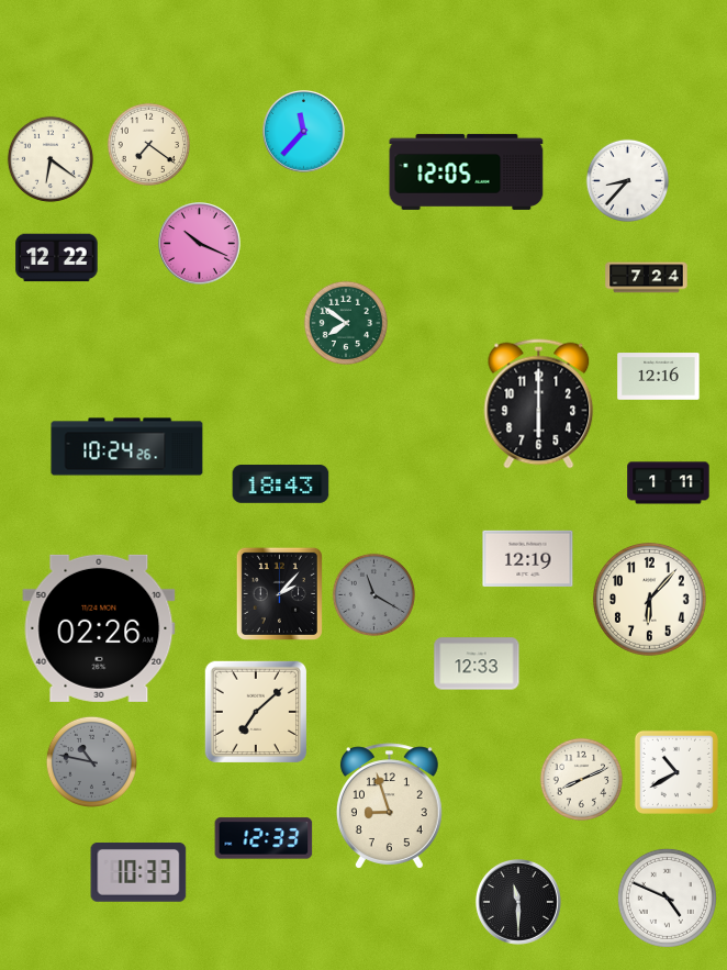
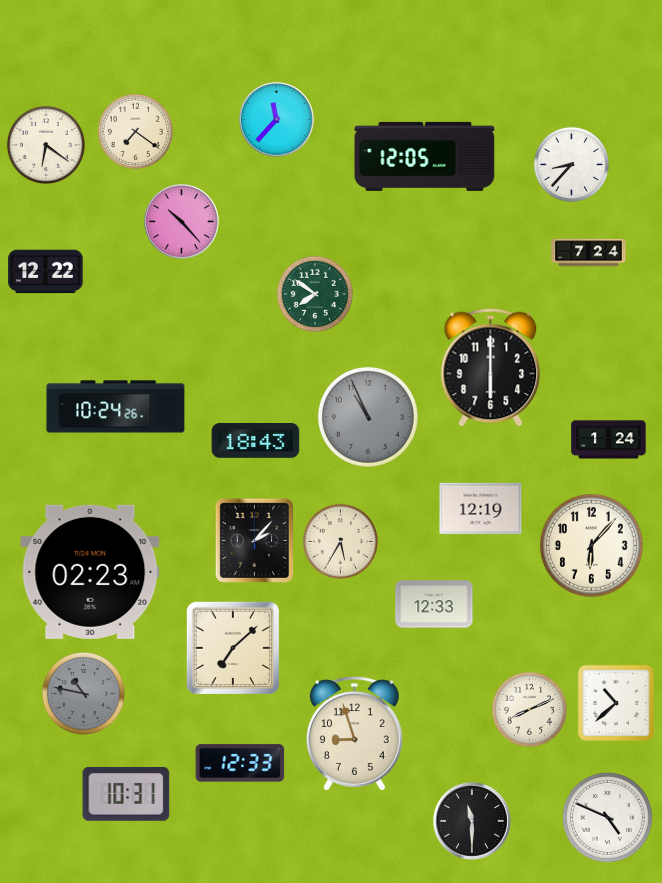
clock at (200, 244): 10:19 -> 10:23
clock at (57, 258) position: (57, 258) -> (46, 272)
clock at (659, 377): 12:16 -> none
clock at (368, 417): none -> 10:56
clock at (669, 483): 1:11 -> 1:24
clock at (373, 594): 11:20 -> 5:35
clock at (373, 594) dial: grey -> cream
clock at (99, 628): 02:26 -> 02:23
clock at (676, 772): 10:40 -> 10:38
clock at (138, 873): 10:33 -> 10:31
